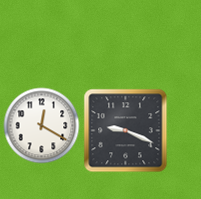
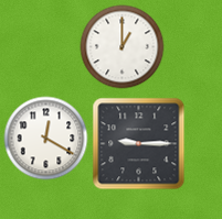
clock at (123, 47): none -> 1:00
clock at (126, 131): 9:19 -> 9:15
